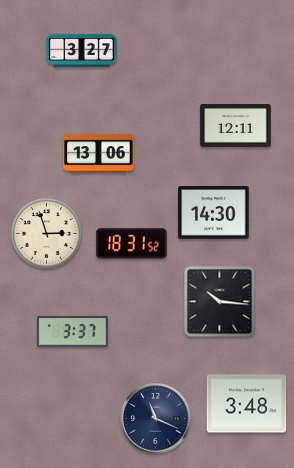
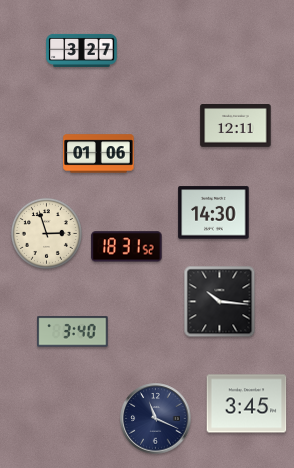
clock at (99, 154): 13:06 -> 01:06
clock at (132, 244) position: (132, 244) -> (127, 247)
clock at (73, 332): 3:37 -> 3:40
clock at (247, 404): 3:48 -> 3:45
